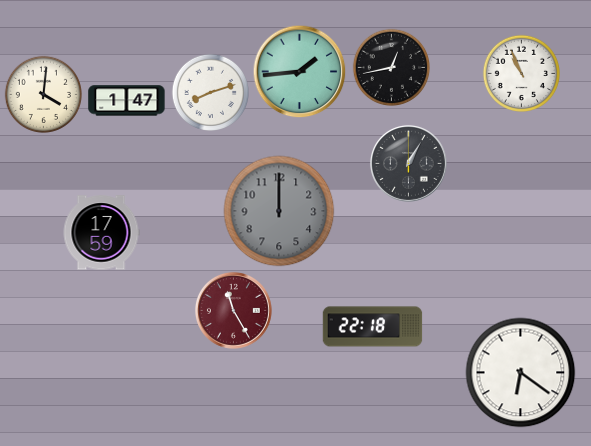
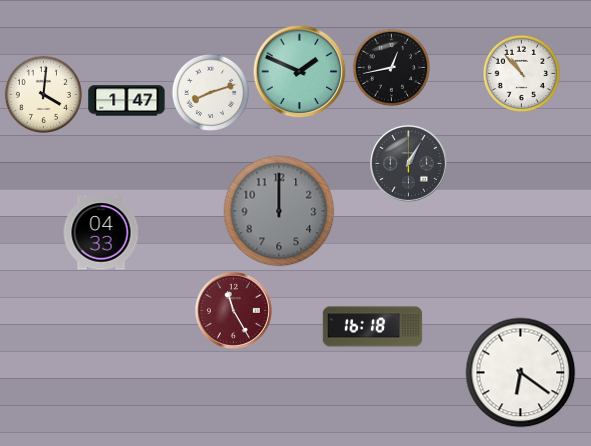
clock at (299, 71): 1:44 -> 1:49
clock at (521, 73): 10:56 -> 10:53
clock at (101, 233): 17:59 -> 04:33
clock at (373, 327): 22:18 -> 16:18
